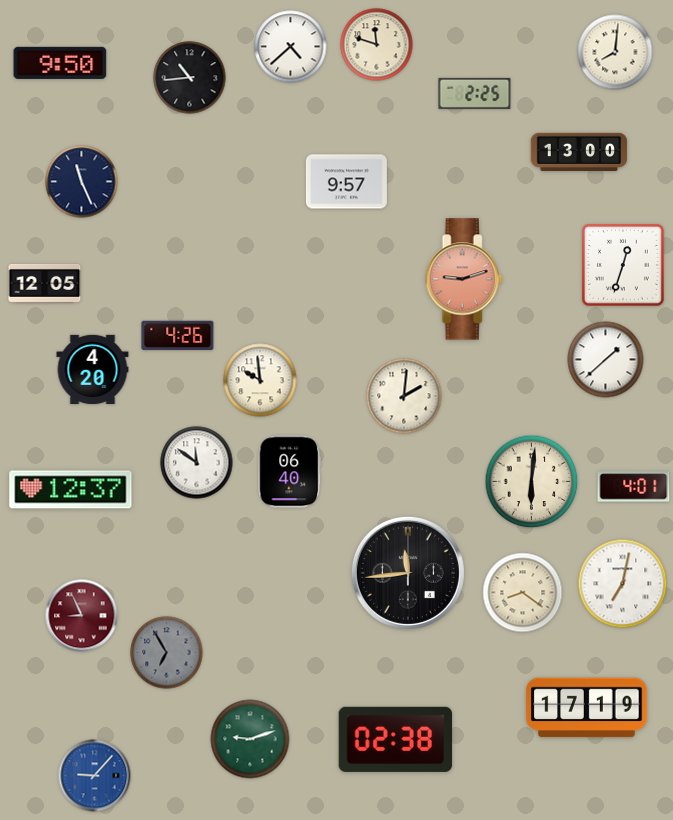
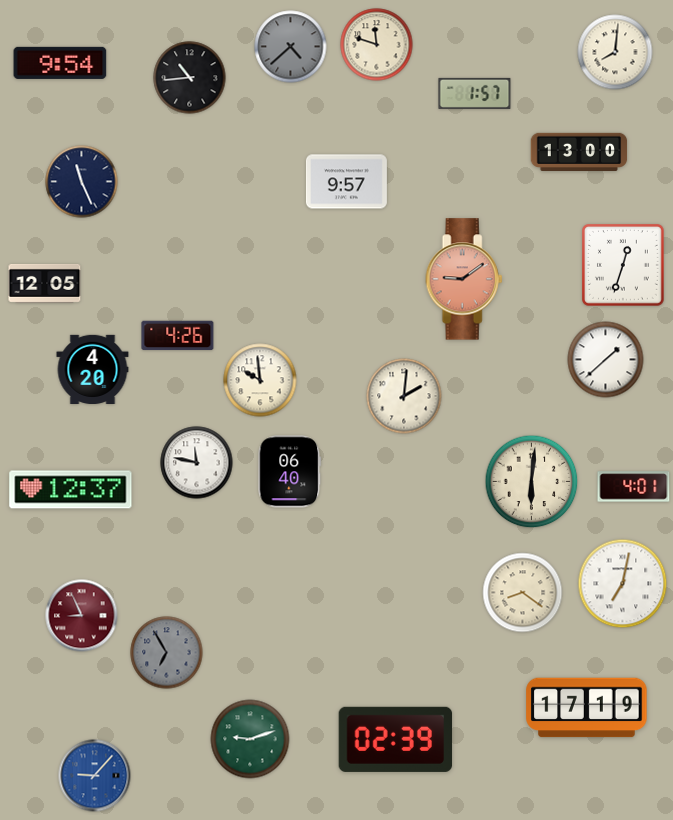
clock at (291, 47) dial: white -> grey
clock at (60, 63): 9:50 -> 9:54
clock at (475, 93): 2:25 -> 1:57
clock at (464, 279): 9:12 -> 9:09
clock at (197, 463): 11:51 -> 11:47
clock at (408, 573): 11:44 -> none
clock at (396, 739): 02:38 -> 02:39
